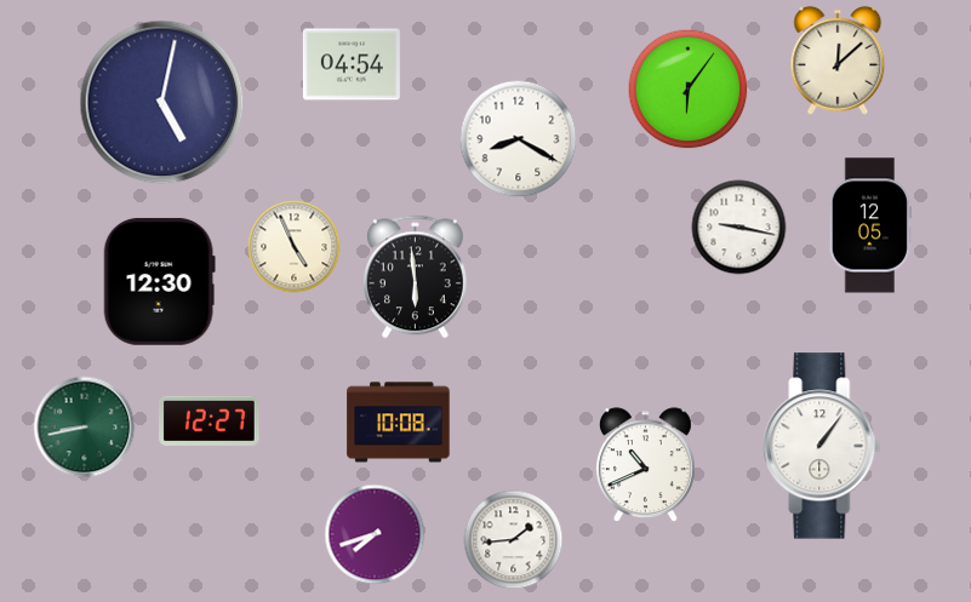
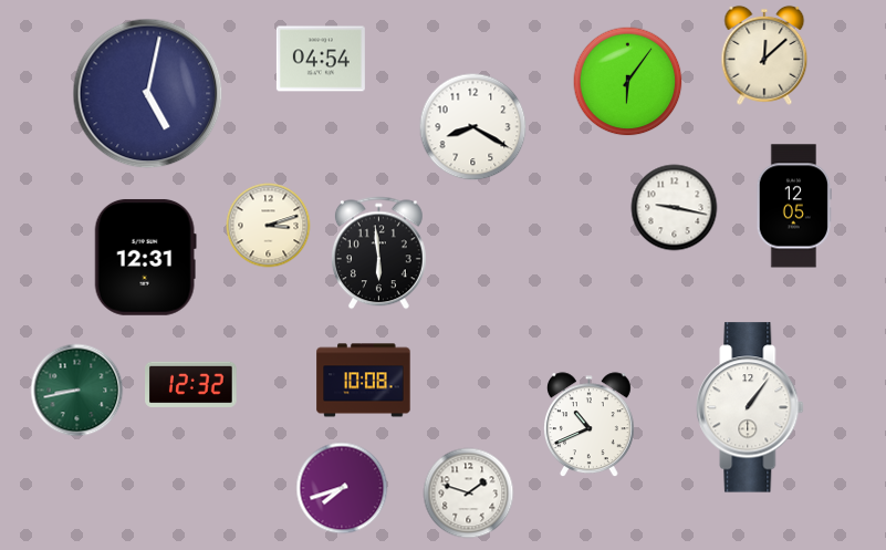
clock at (295, 247): 4:56 -> 3:12
clock at (159, 281): 12:30 -> 12:31
clock at (210, 420): 12:27 -> 12:32
clock at (399, 423) position: (399, 423) -> (364, 381)
clock at (514, 540): 1:44 -> 1:48
